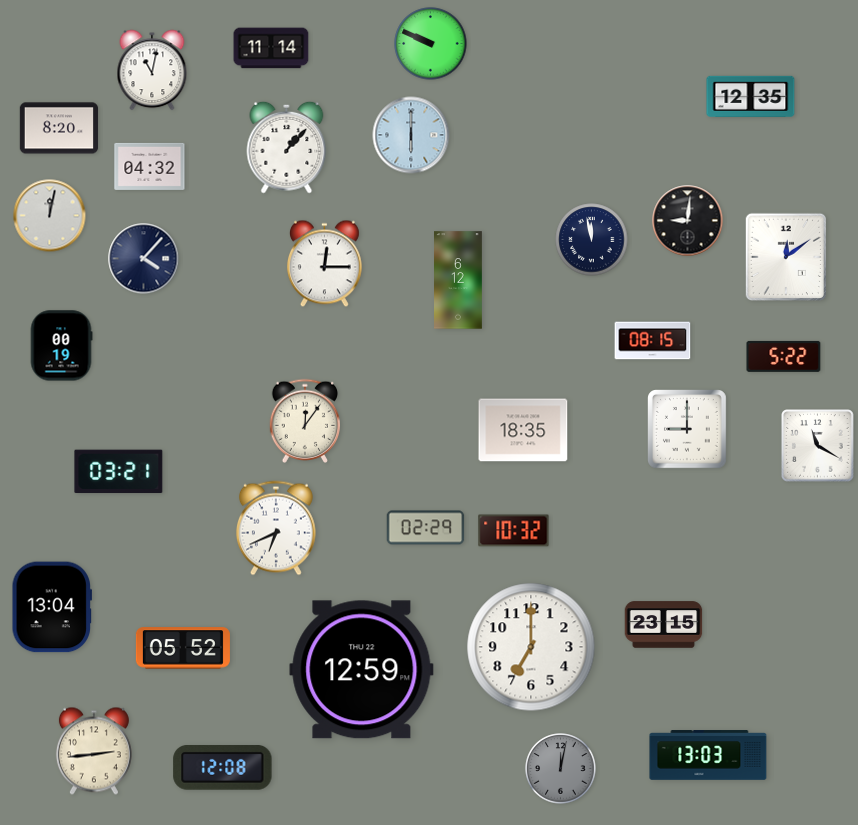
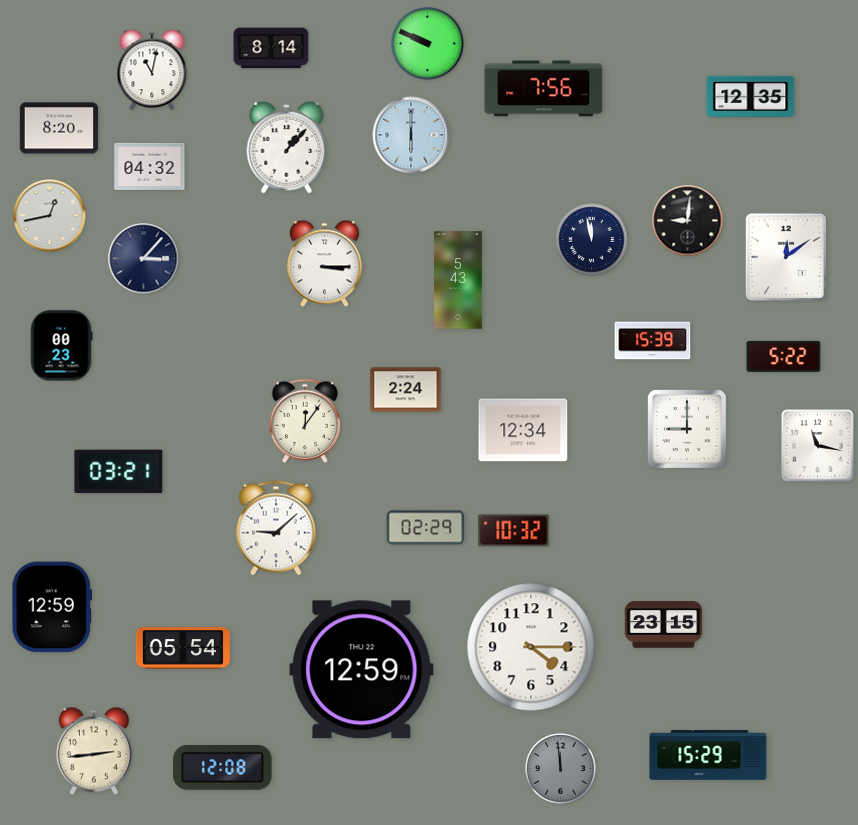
clock at (431, 44) position: (431, 44) -> (428, 44)
clock at (271, 48): 11:14 -> 8:14
clock at (544, 89): none -> 7:56
clock at (50, 216): 12:02 -> 12:43
clock at (144, 259): 4:07 -> 3:07
clock at (324, 264): 12:15 -> 3:15
clock at (459, 280): 6:12 -> 5:43
clock at (653, 341): 08:15 -> 15:39
clock at (61, 346): 00:19 -> 00:23
clock at (406, 390): none -> 2:24
clock at (523, 430): 18:35 -> 12:34
clock at (818, 446): 11:20 -> 11:17
clock at (276, 528): 6:41 -> 9:08
clock at (51, 607): 13:04 -> 12:59
clock at (531, 647): 7:00 -> 4:15
clock at (183, 648): 05:52 -> 05:54
clock at (708, 755): 13:03 -> 15:29
clock at (561, 769): 12:02 -> 11:59
